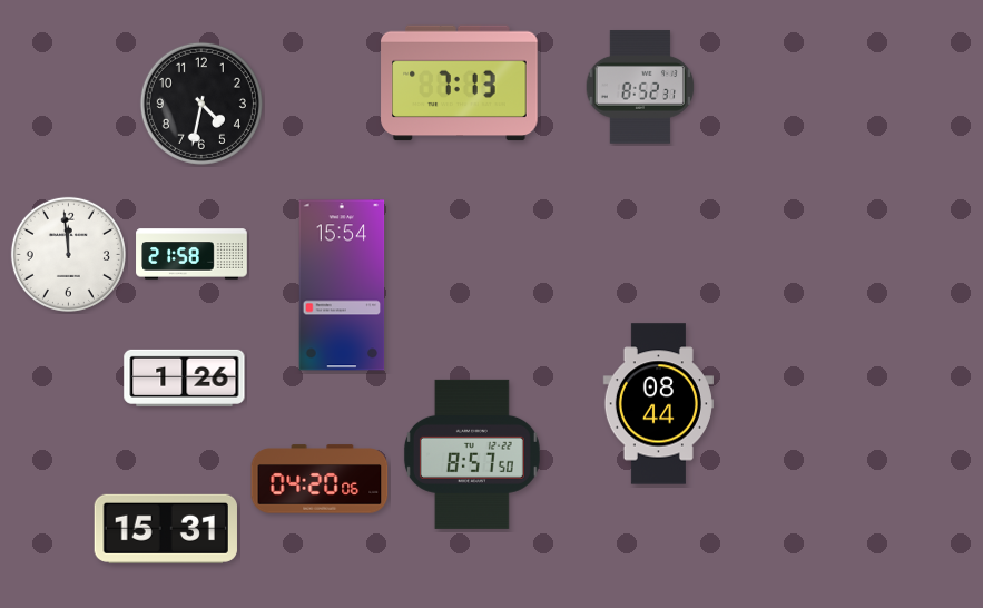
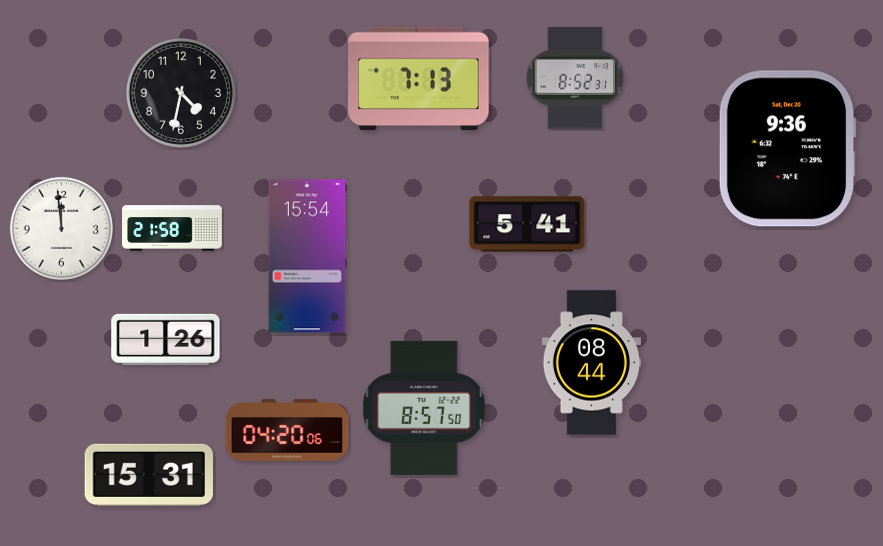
clock at (460, 84) position: (460, 84) -> (419, 79)
clock at (787, 149): none -> 9:36
clock at (527, 224): none -> 5:41
